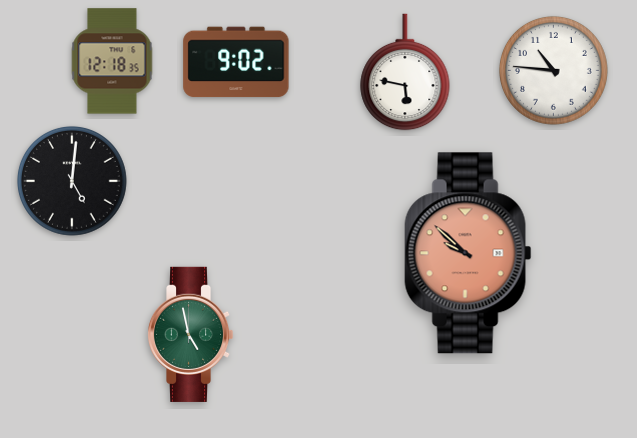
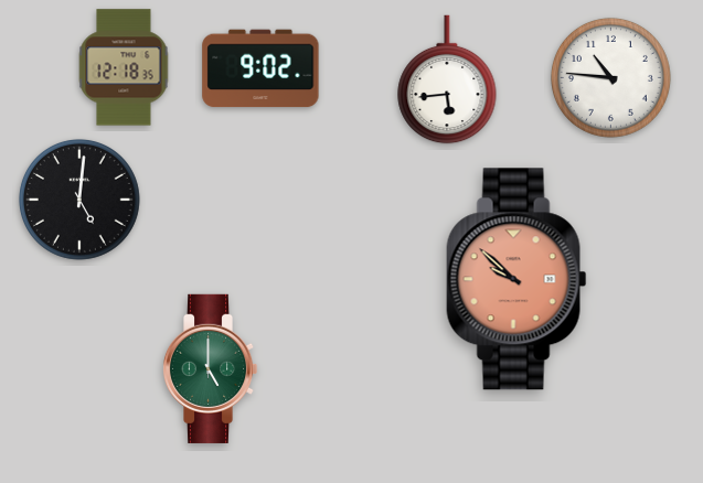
clock at (405, 72): 5:47 -> 5:44
clock at (190, 334): 4:58 -> 5:00
